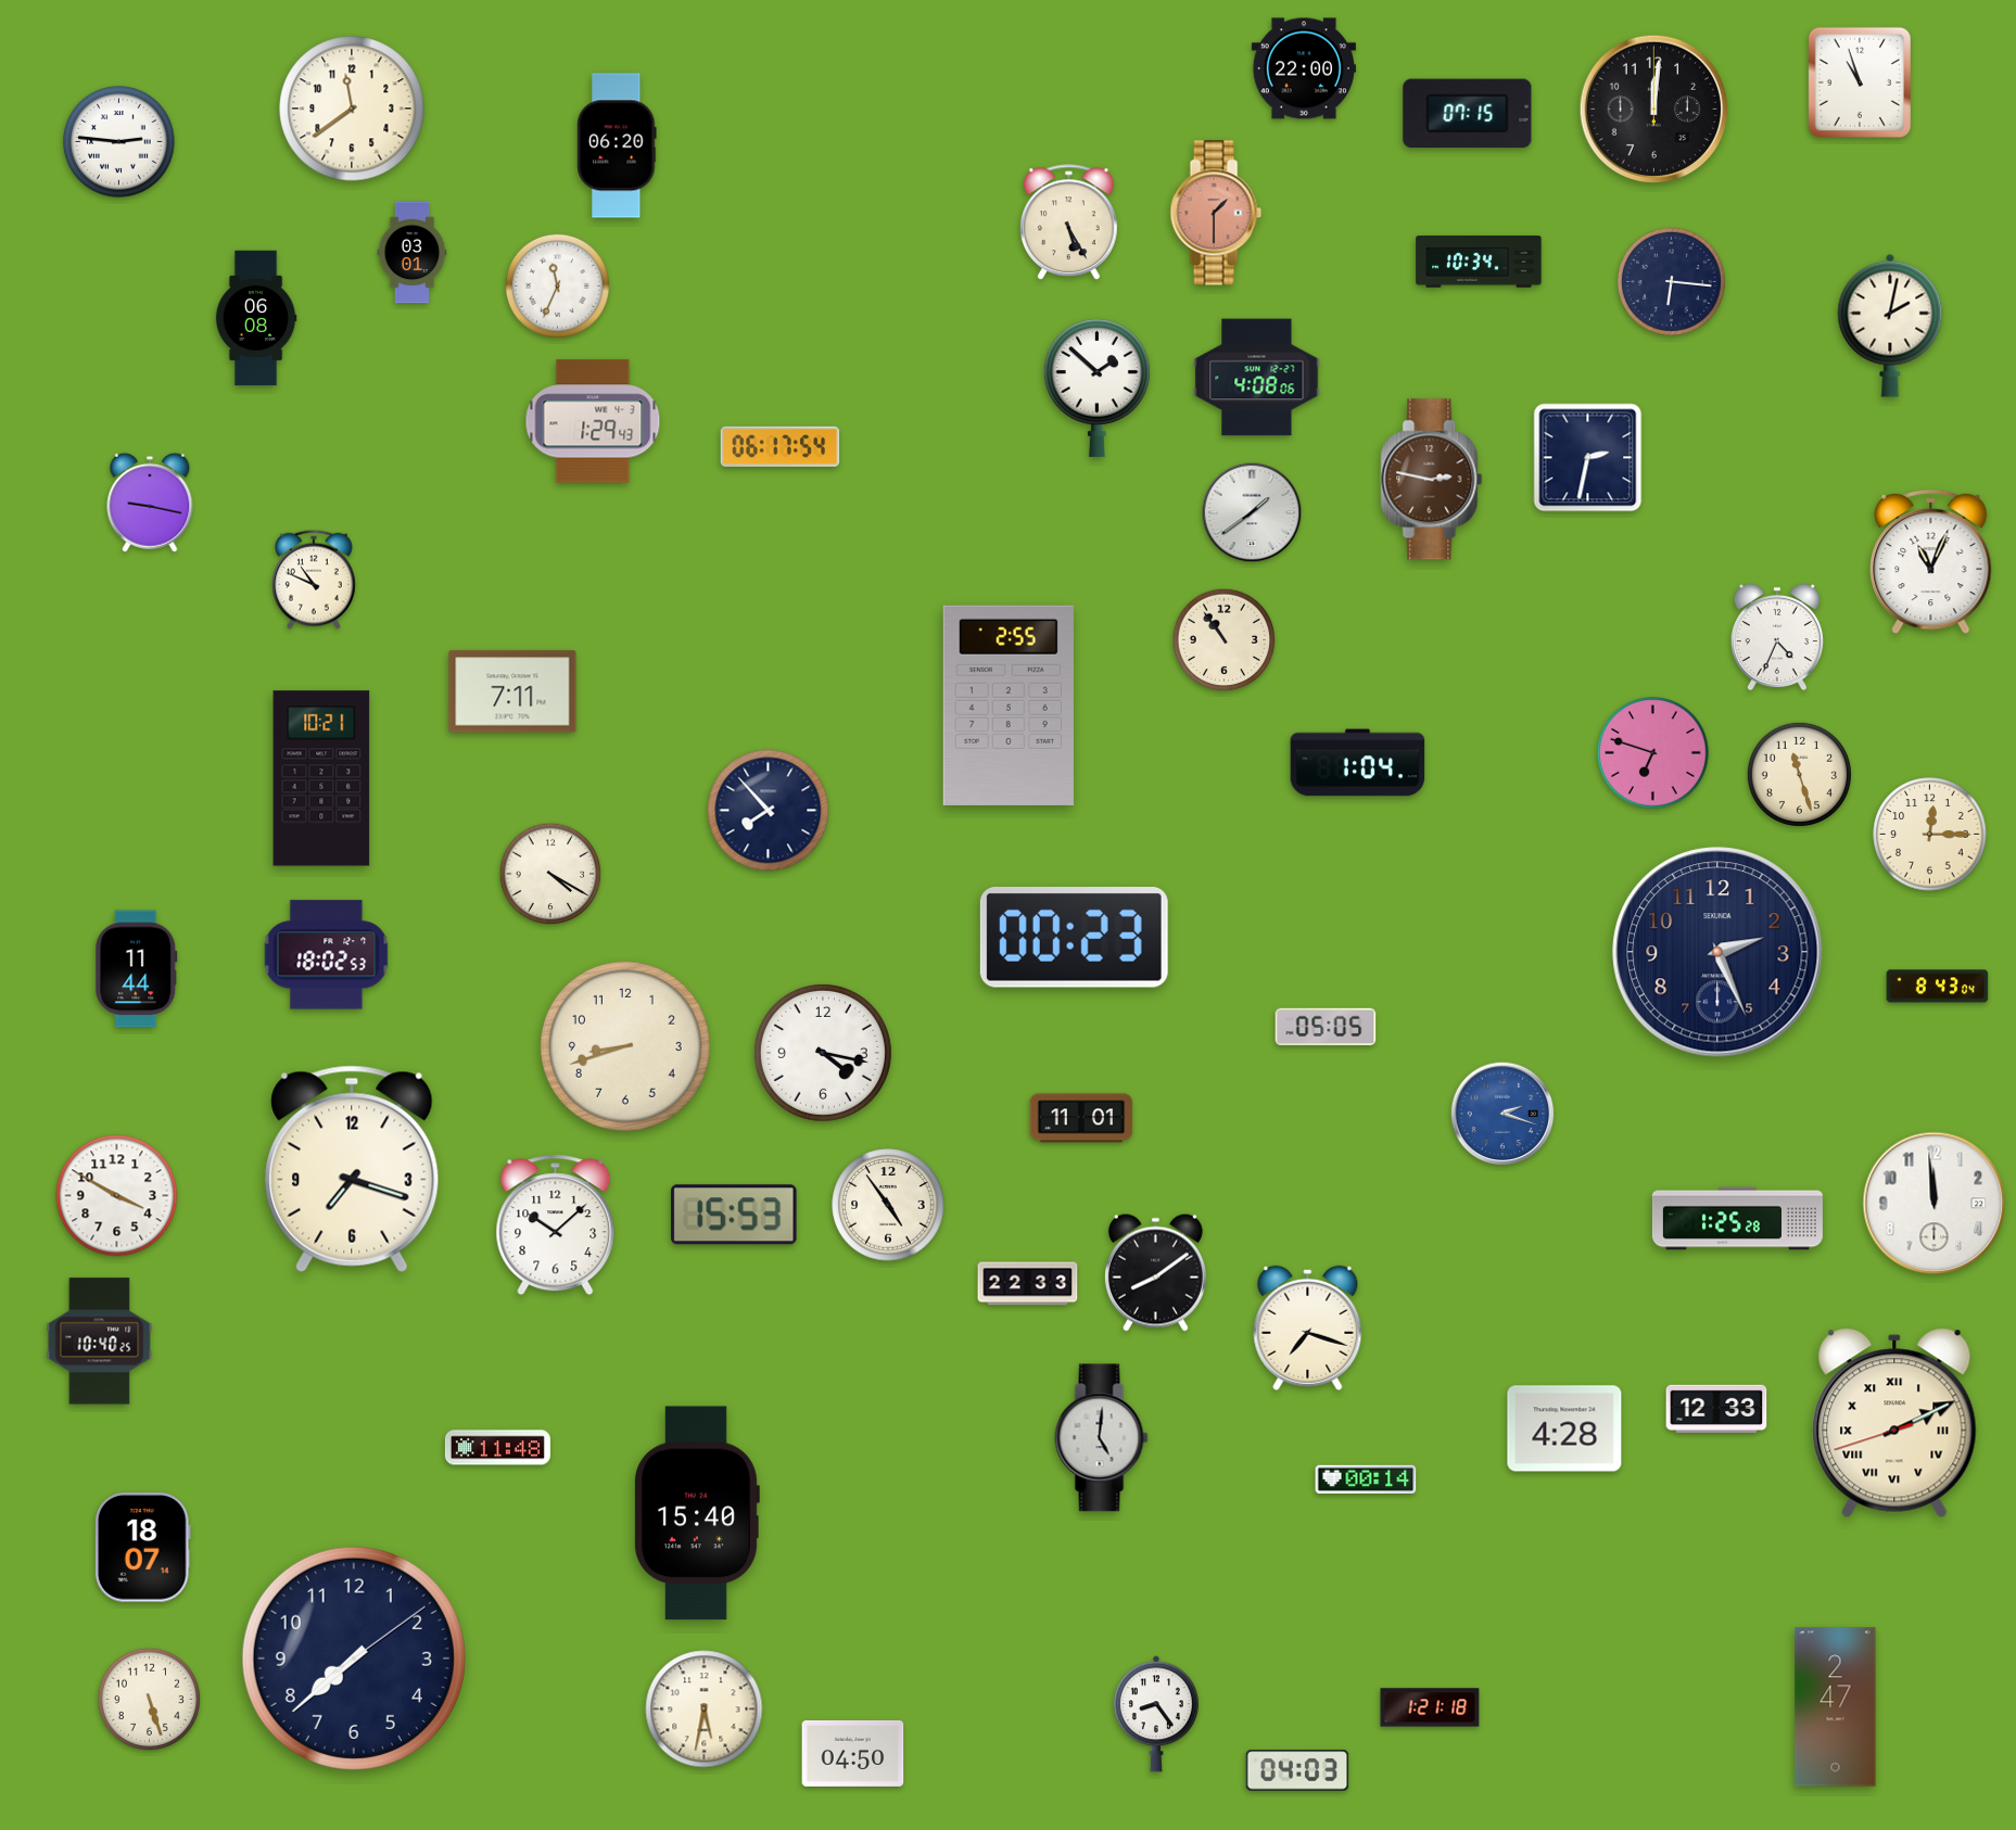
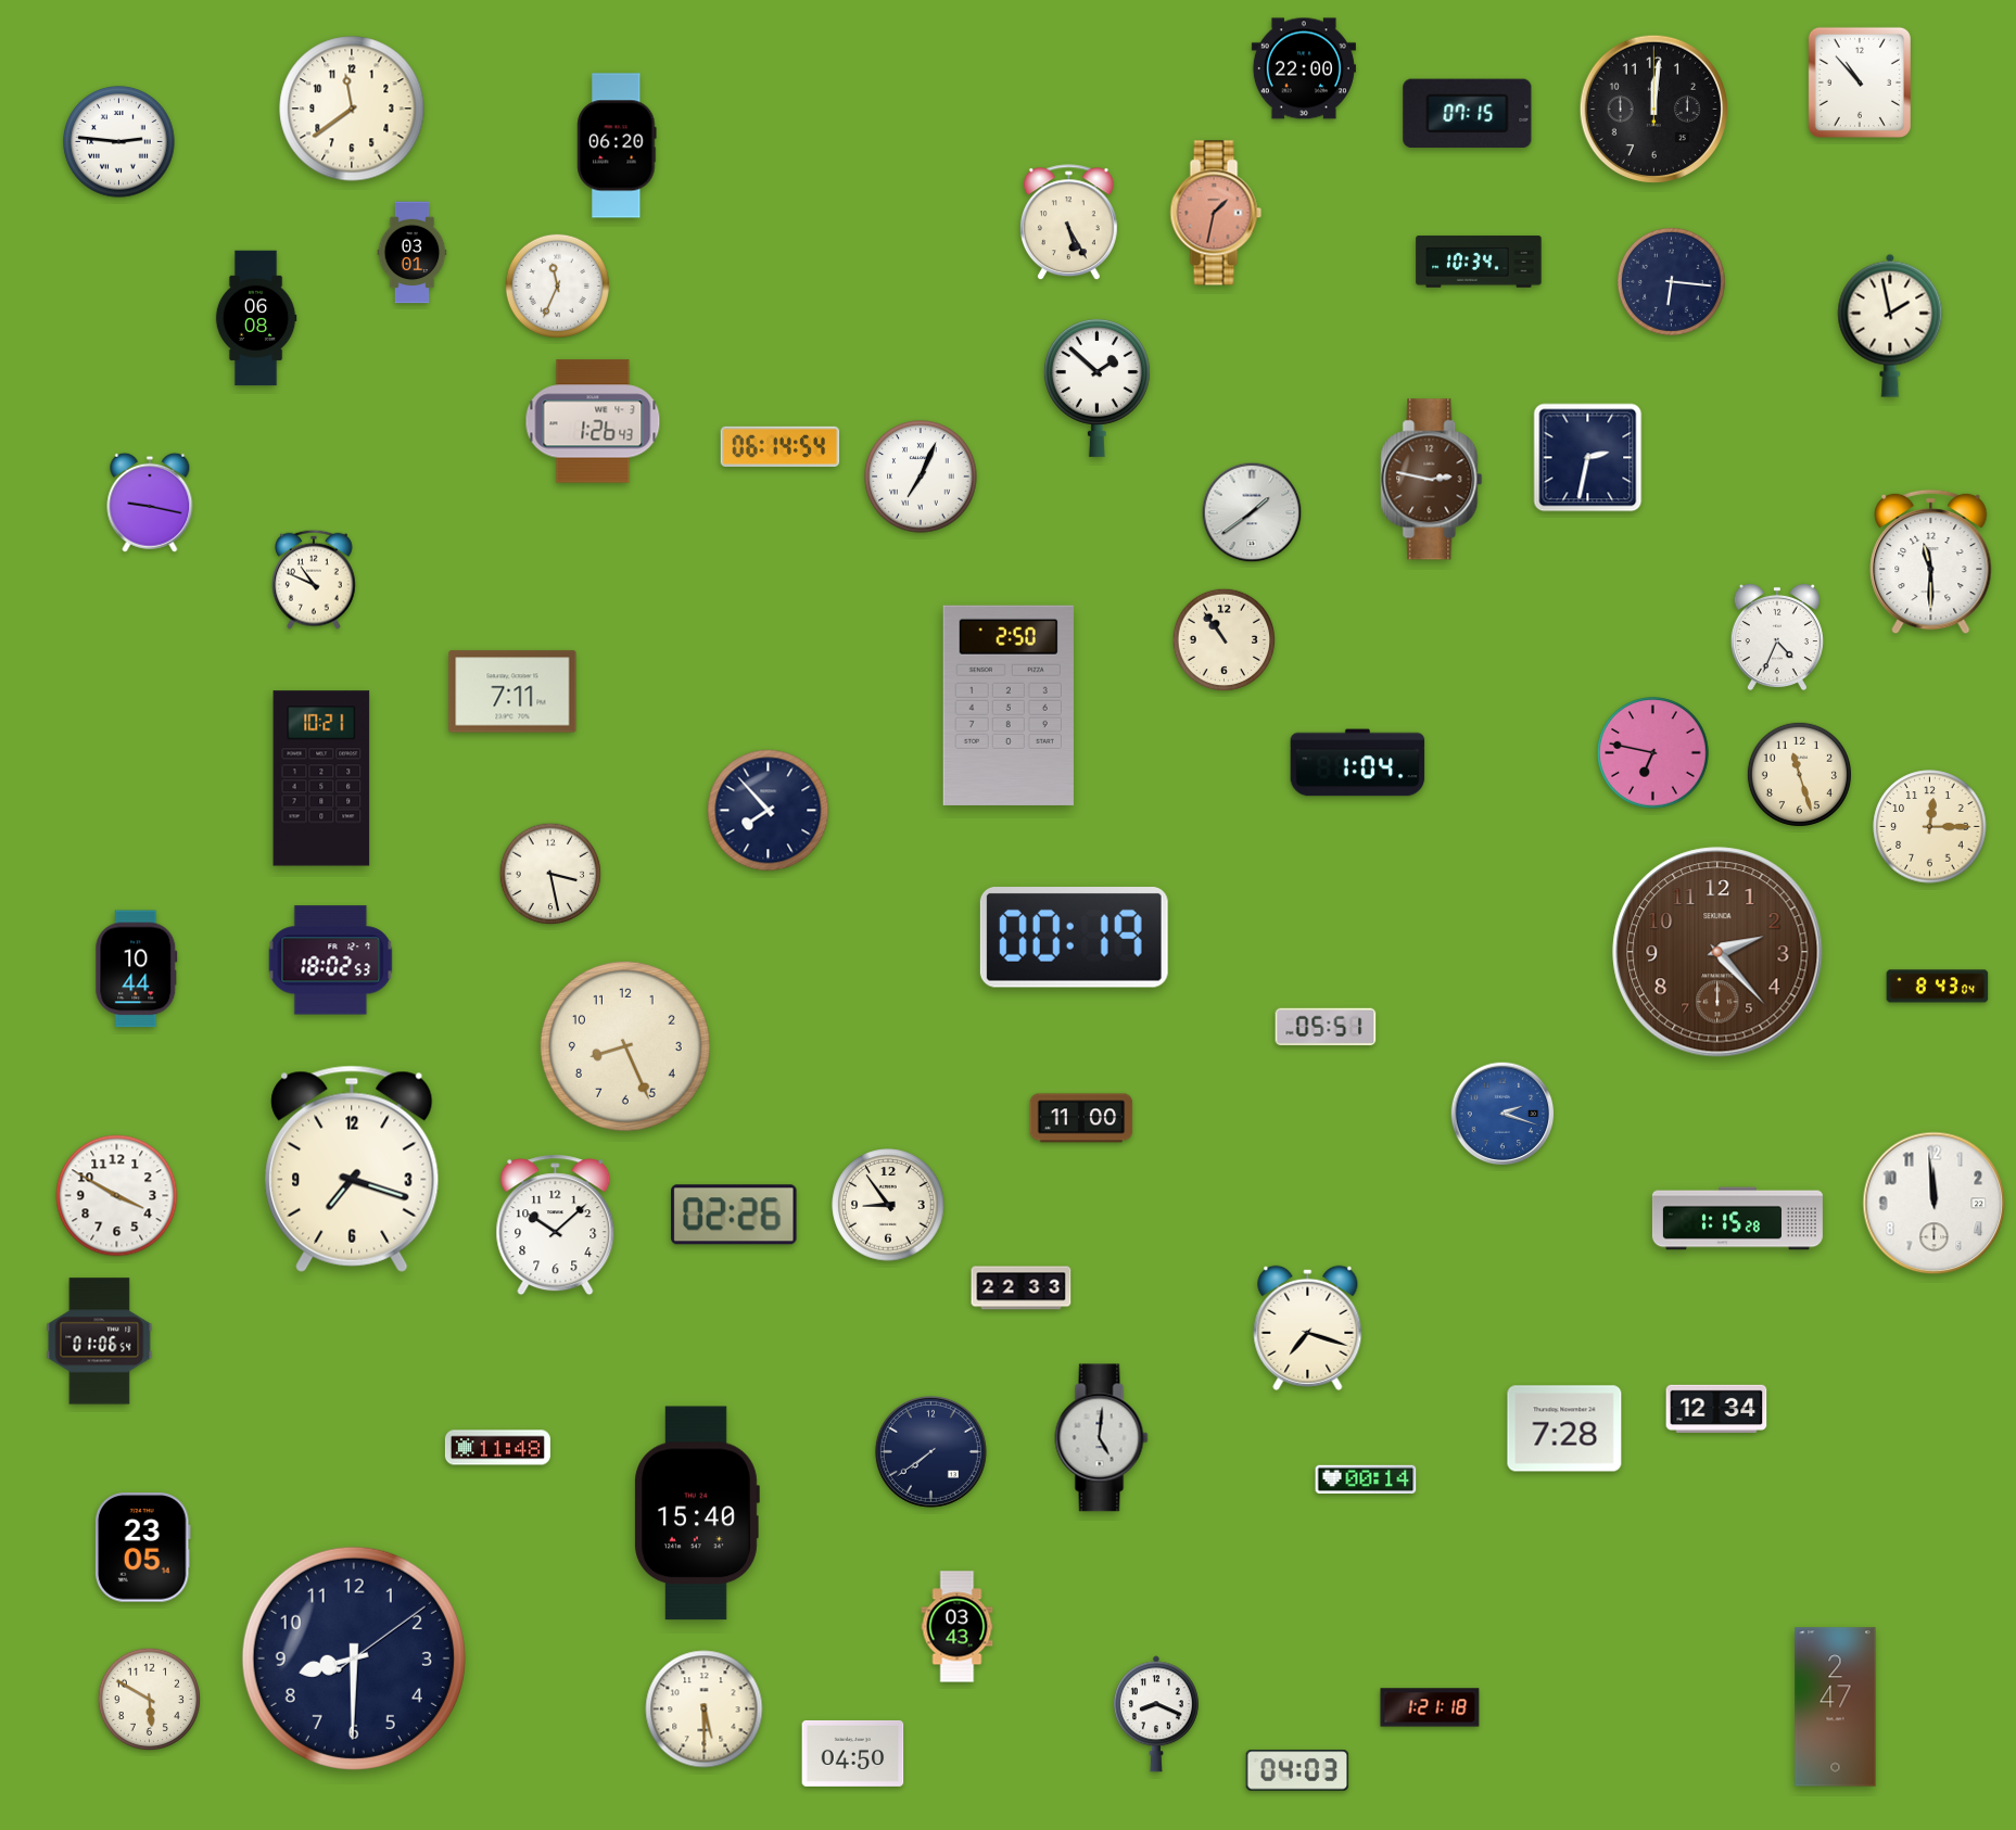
clock at (1860, 82): 10:57 -> 10:53
clock at (1216, 213): 1:30 -> 1:32
clock at (1890, 326): 2:02 -> 1:58
clock at (1257, 378): 4:08 -> none
clock at (593, 421): 1:29 -> 1:26
clock at (781, 446): 06:17 -> 06:14
clock at (921, 476): none -> 7:04
clock at (1931, 562): 11:04 -> 11:30
clock at (1009, 706): 2:55 -> 2:50
clock at (1653, 753): 6:48 -> 6:47
clock at (1930, 835) position: (1930, 835) -> (1930, 827)
clock at (550, 874): 4:20 -> 3:28
clock at (1074, 938): 00:23 -> 00:19
clock at (1717, 952): 2:26 -> 2:23
clock at (1717, 952) dial: navy -> brown
clock at (327, 955) position: (327, 955) -> (331, 961)
clock at (137, 969): 11:44 -> 10:44
clock at (1326, 1027): 05:05 -> 05:51
clock at (625, 1046): 8:42 -> 8:26
clock at (823, 1053): 4:17 -> none
clock at (1081, 1118): 11:01 -> 11:00
clock at (888, 1205): 4:54 -> 8:54
clock at (734, 1215): 15:53 -> 02:26
clock at (1737, 1219): 1:25 -> 1:15
clock at (1155, 1272): 8:09 -> none
clock at (1028, 1284) position: (1028, 1284) -> (1022, 1288)
clock at (100, 1342): 10:40 -> 01:06
clock at (1716, 1408): 12:33 -> 12:34
clock at (1894, 1423): 2:10 -> none
clock at (1564, 1428): 4:28 -> 7:28
clock at (930, 1451): none -> 7:39
clock at (142, 1548): 18:07 -> 23:05
clock at (958, 1627): none -> 03:43
clock at (354, 1659): 7:38 -> 8:30
clock at (150, 1700): 5:27 -> 5:50
clock at (705, 1710): 5:32 -> 5:30
clock at (1156, 1714): 8:24 -> 8:19
